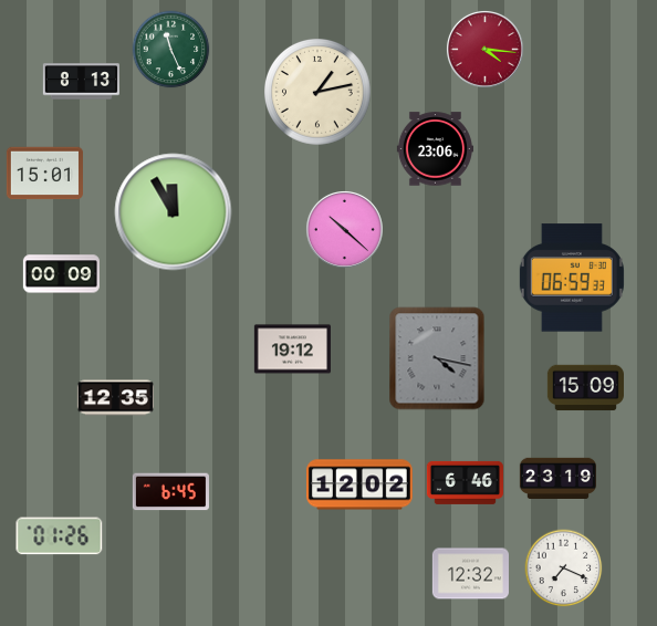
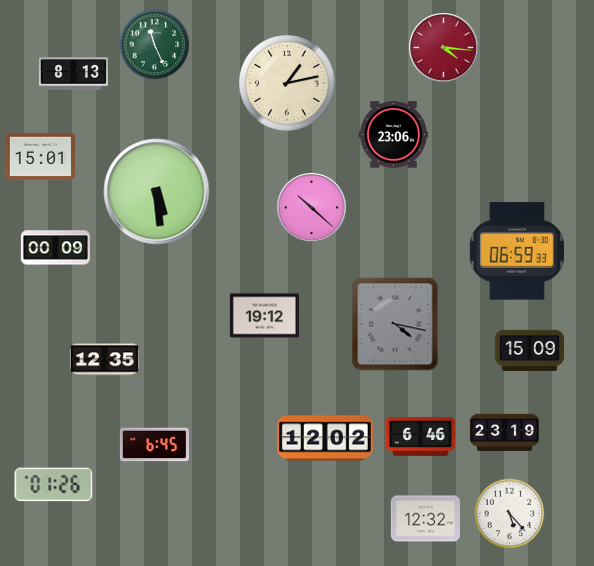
clock at (484, 49) position: (484, 49) -> (443, 47)
clock at (174, 212): 11:55 -> 5:29
clock at (564, 568): 7:19 -> 5:23
